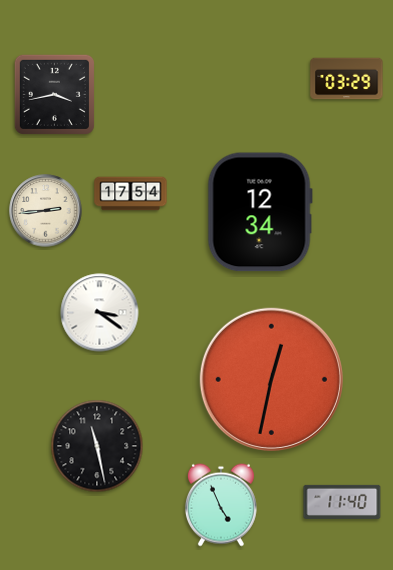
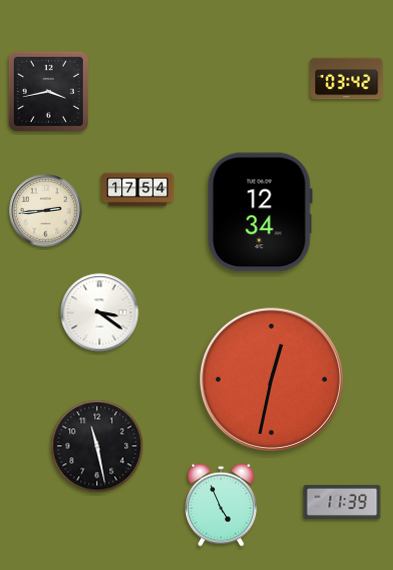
clock at (347, 79): 03:29 -> 03:42
clock at (54, 94) position: (54, 94) -> (48, 91)
clock at (131, 194) position: (131, 194) -> (138, 190)
clock at (342, 502): 11:40 -> 11:39
